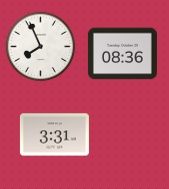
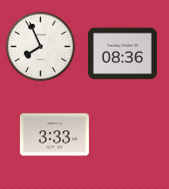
clock at (54, 135): 3:31 -> 3:33
